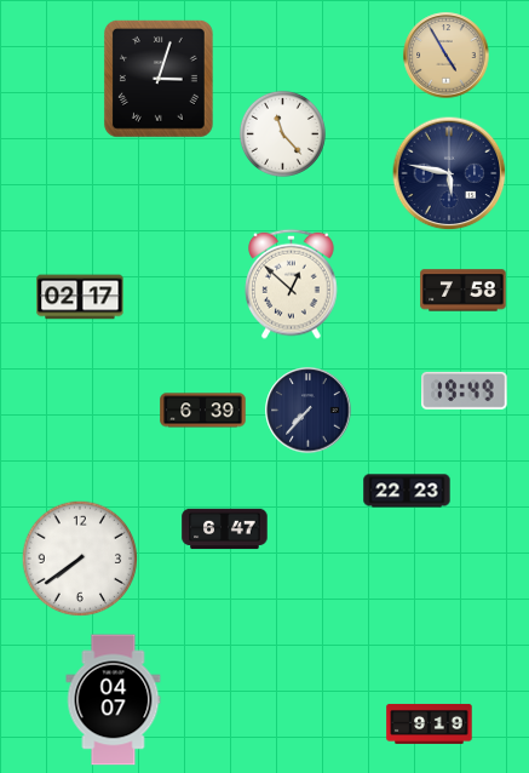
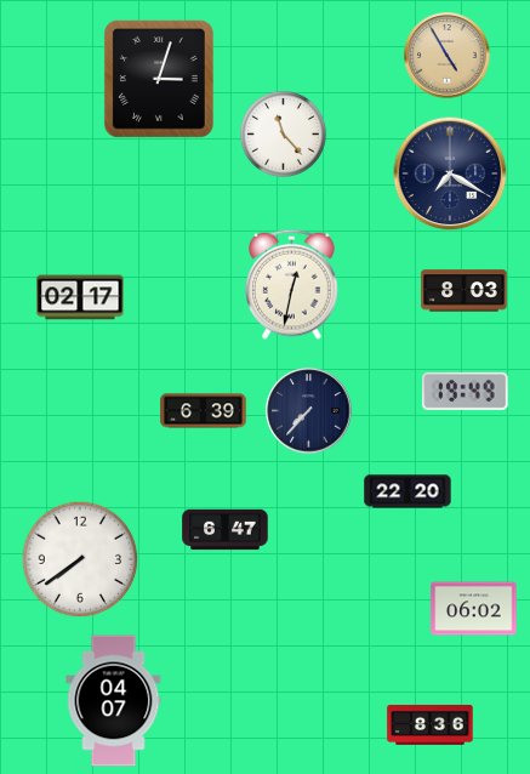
clock at (449, 173): 5:47 -> 7:20
clock at (292, 284): 12:52 -> 12:32
clock at (464, 291): 7:58 -> 8:03
clock at (407, 491): 22:23 -> 22:20
clock at (474, 609): none -> 06:02
clock at (430, 723): 9:19 -> 8:36
